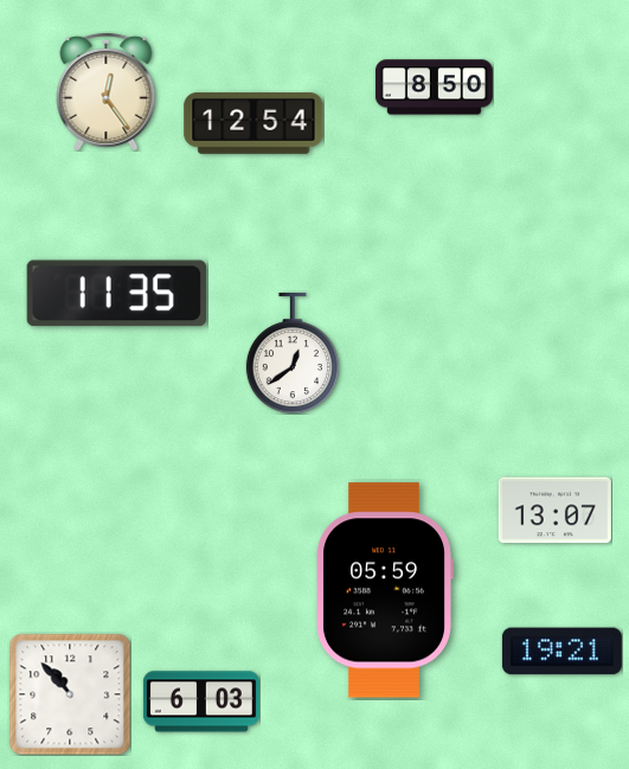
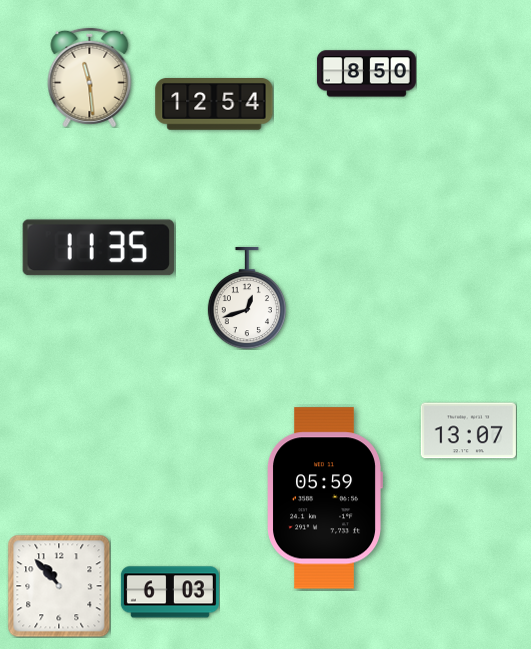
clock at (107, 91): 12:24 -> 11:29
clock at (293, 353): 12:39 -> 12:42
clock at (561, 652): 19:21 -> none
